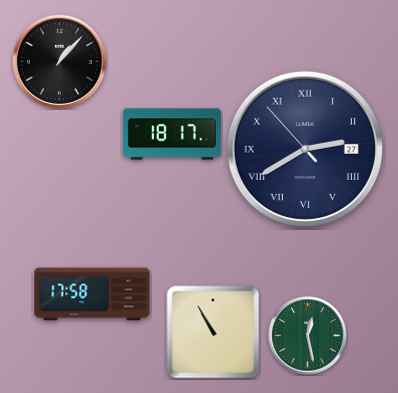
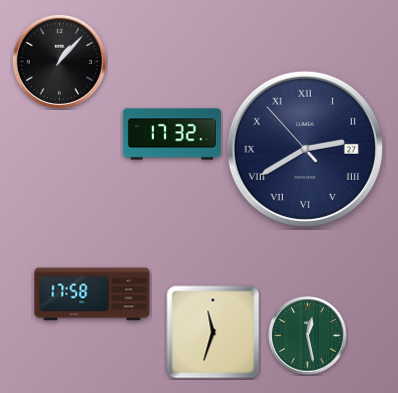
clock at (172, 134): 18:17 -> 17:32
clock at (213, 332): 10:55 -> 11:33
